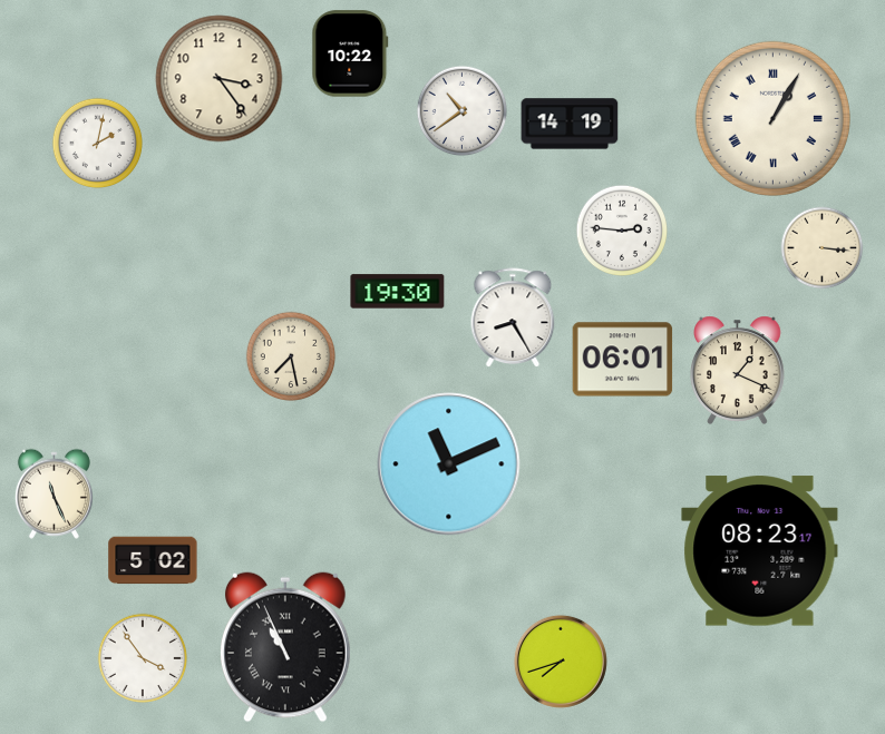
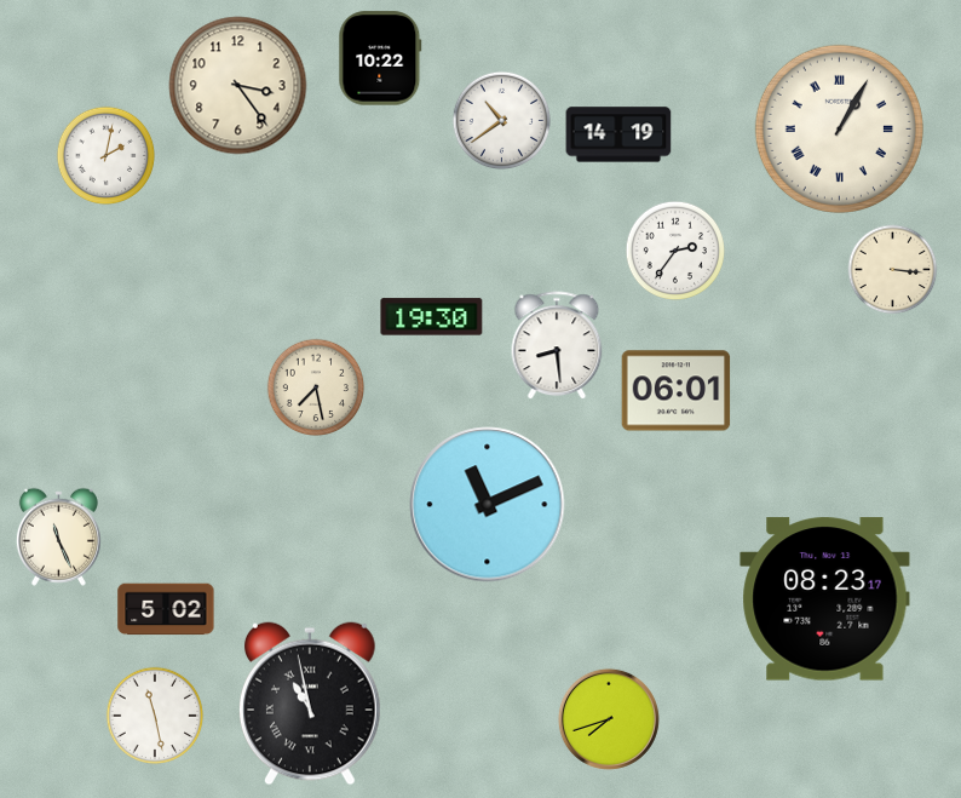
clock at (622, 231): 2:46 -> 2:36
clock at (513, 319): 8:25 -> 8:29
clock at (738, 370): 1:19 -> none
clock at (286, 647): 10:56 -> 10:58
clock at (143, 658): 3:54 -> 11:28
